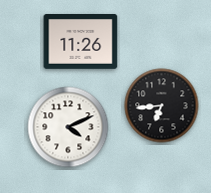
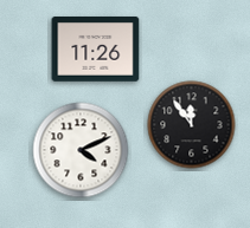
clock at (162, 106): 6:44 -> 11:54
